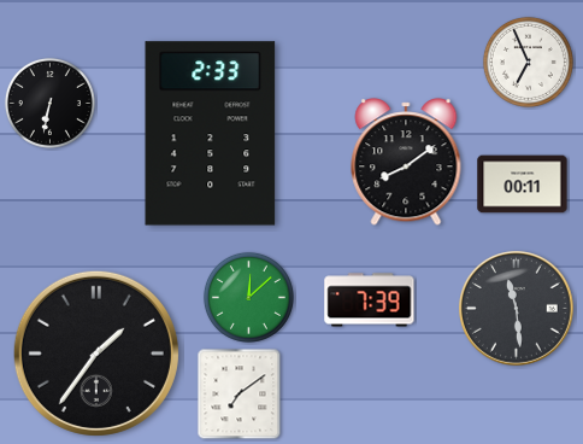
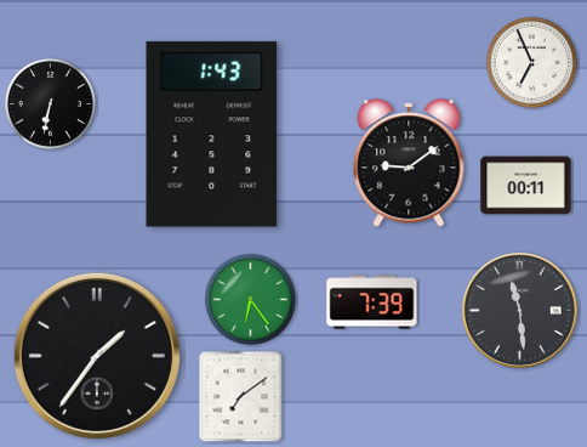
clock at (211, 134): 2:33 -> 1:43
clock at (406, 162): 8:09 -> 9:09
clock at (248, 297): 12:08 -> 6:24
